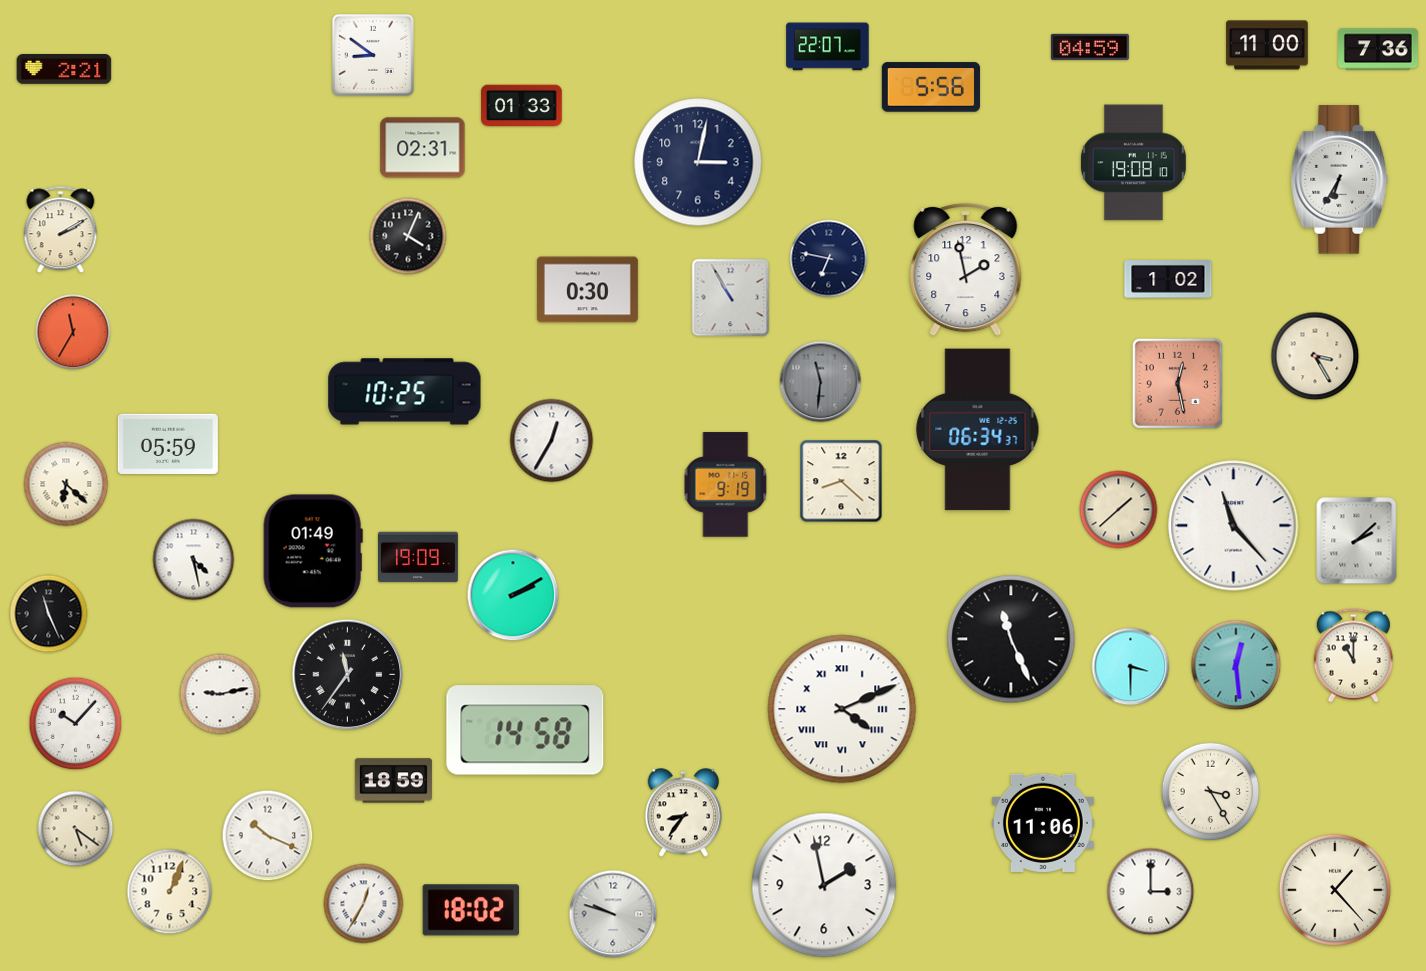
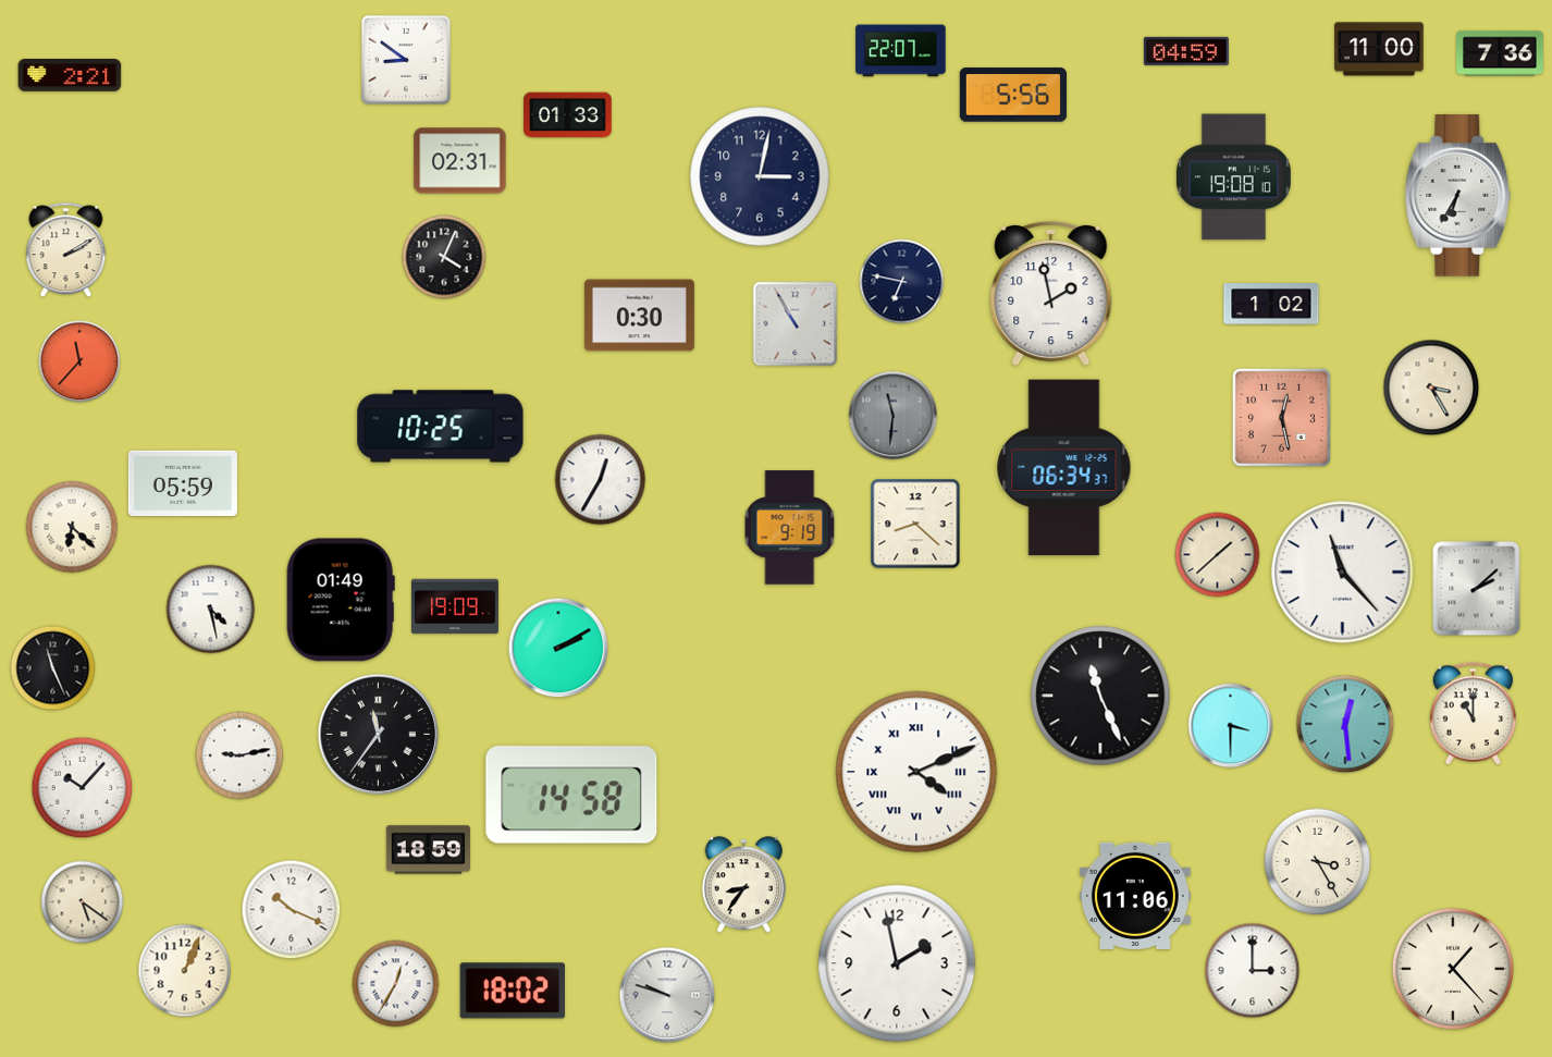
clock at (73, 332): 11:35 -> 11:37
